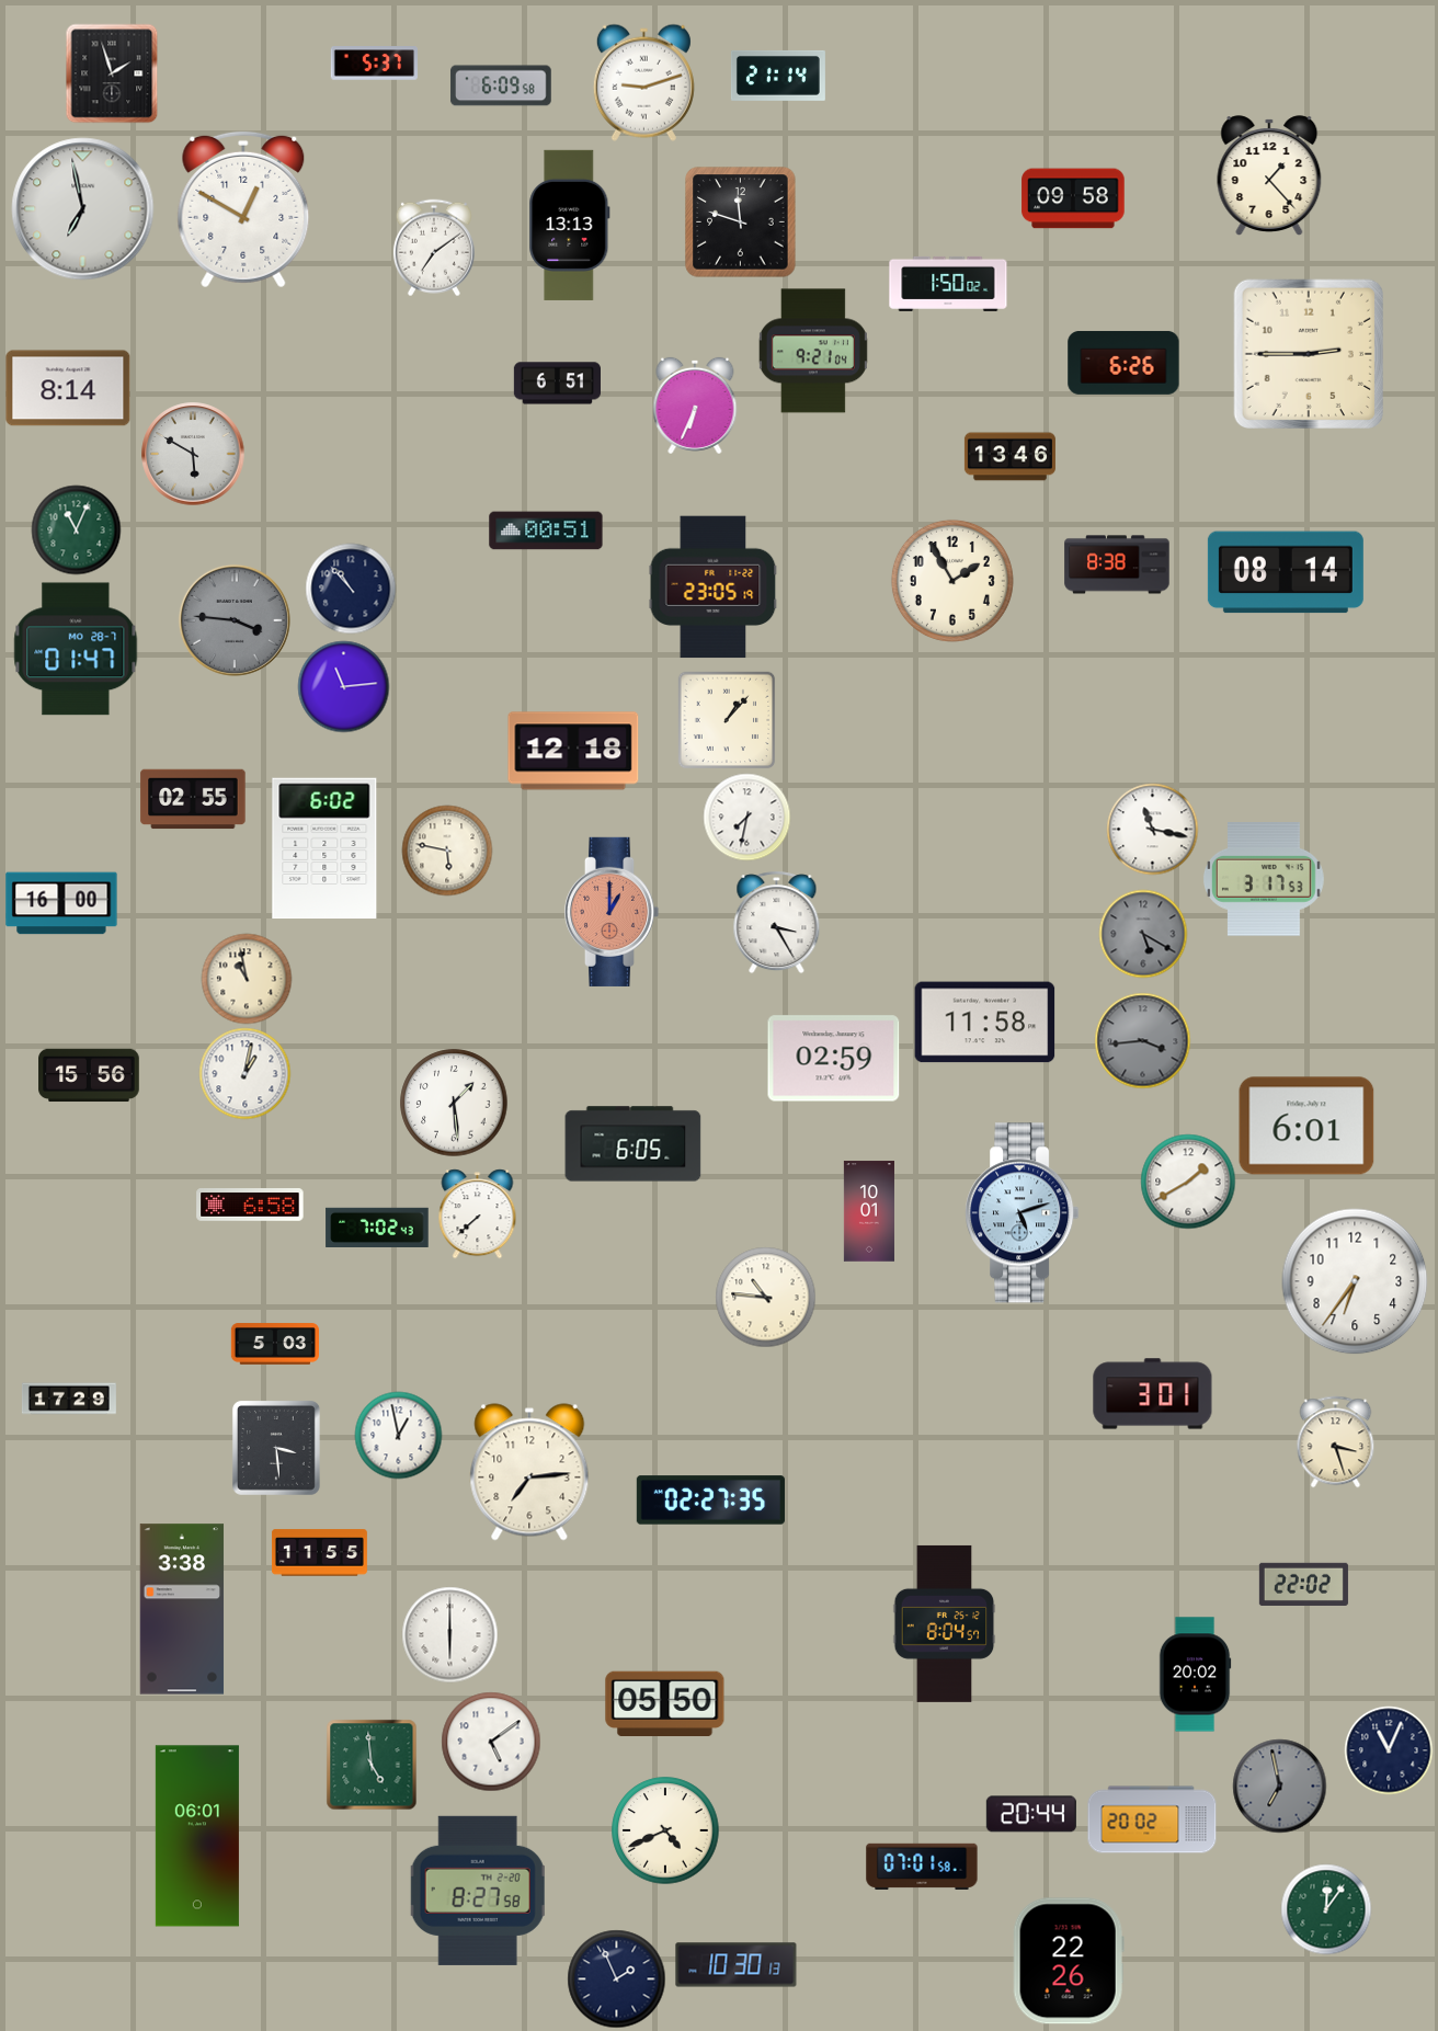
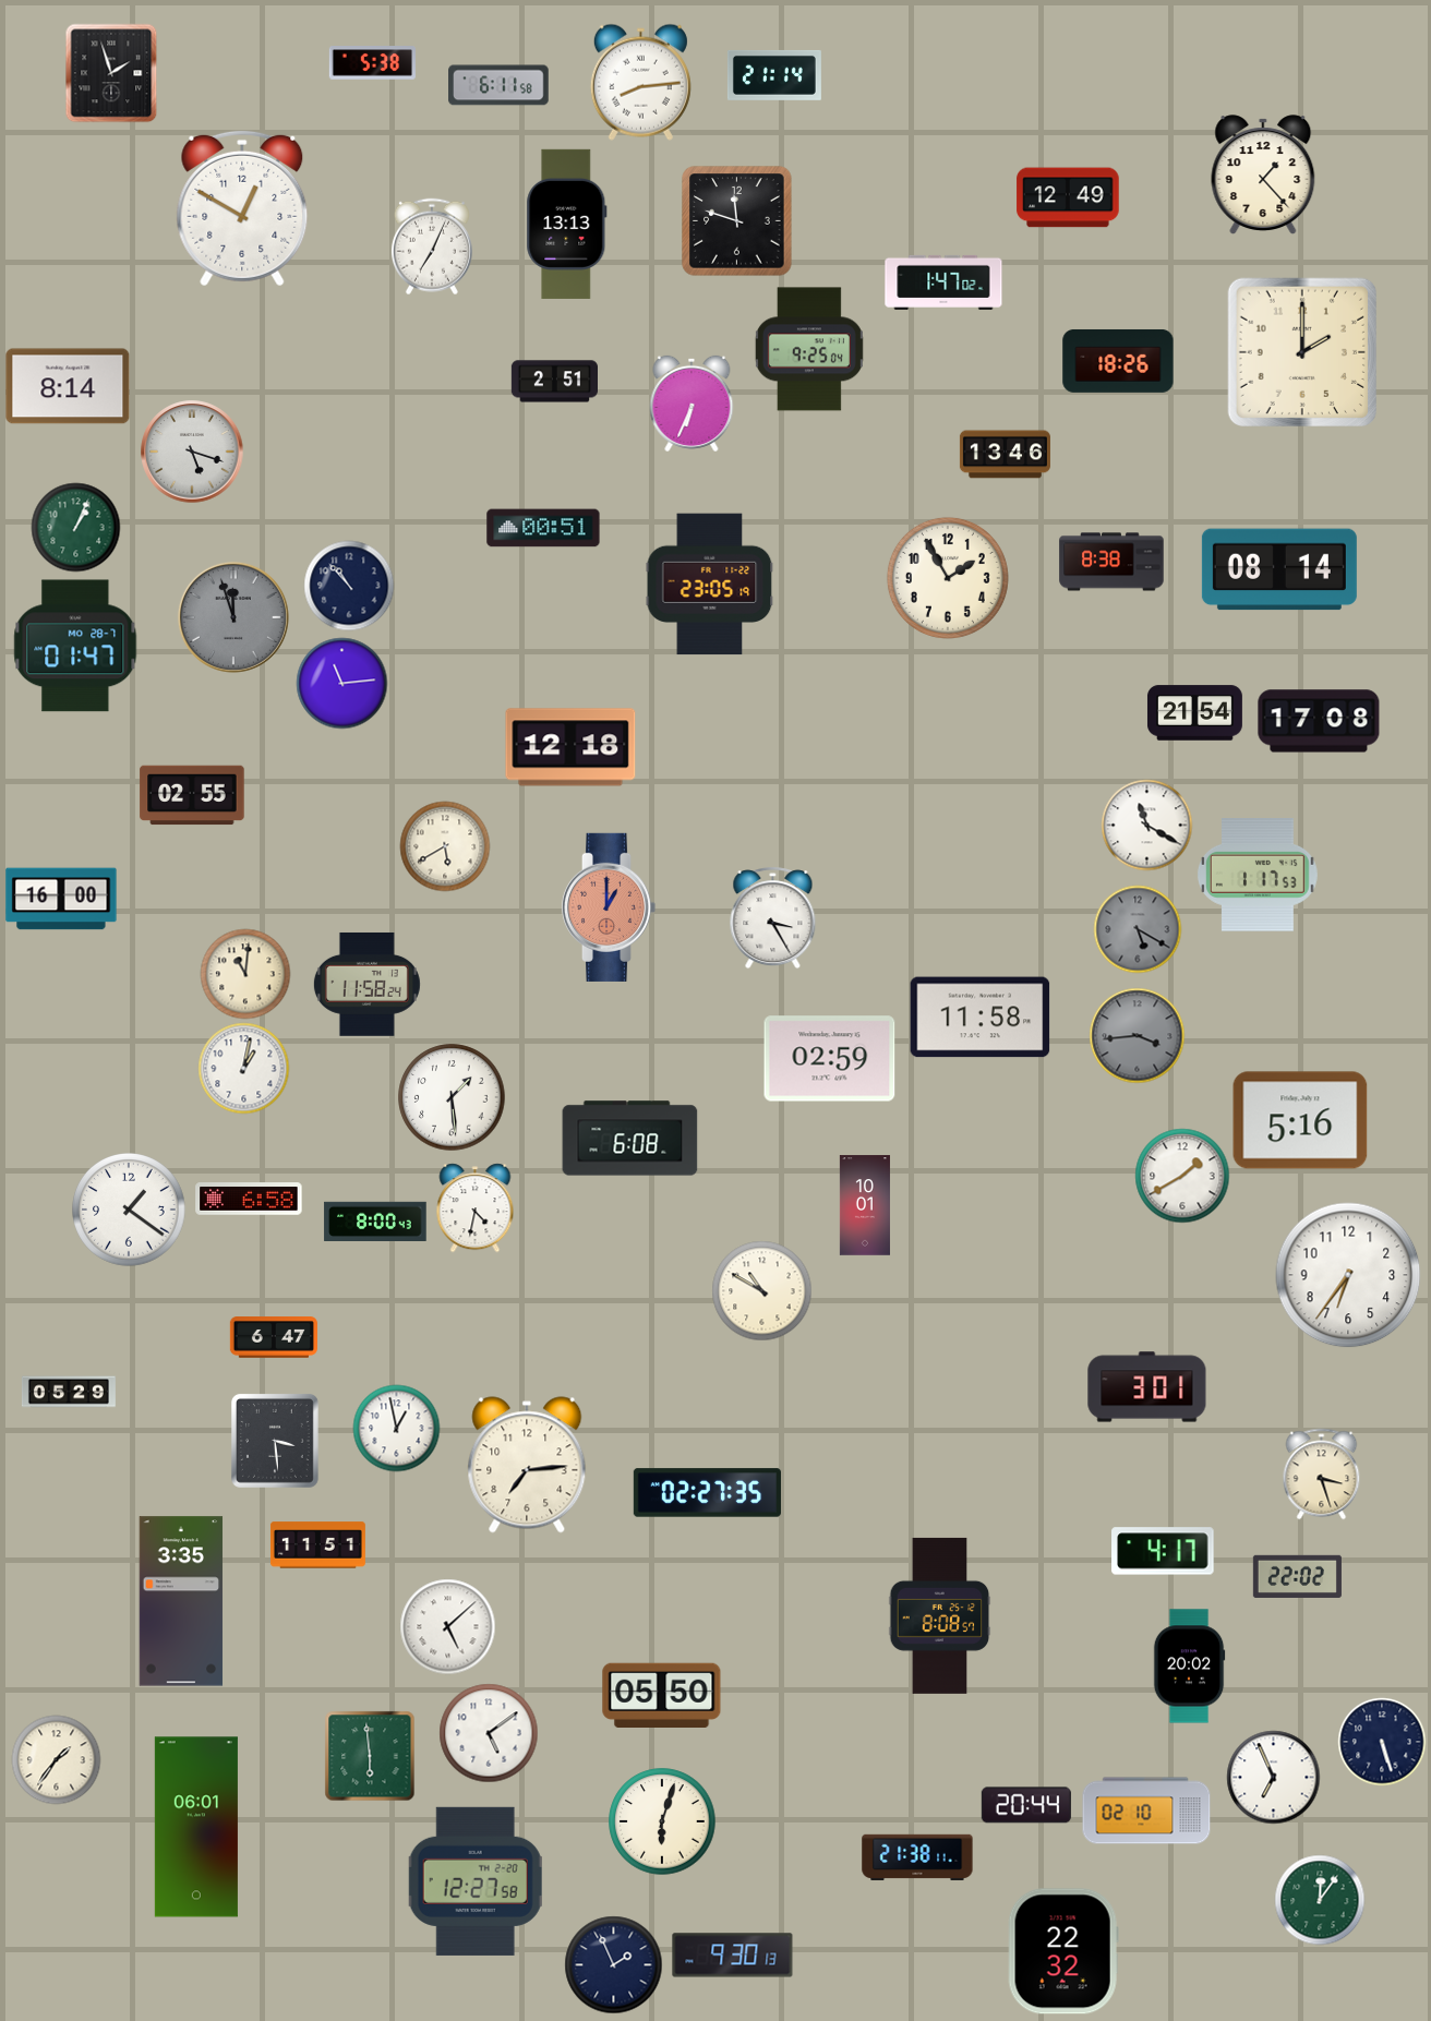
clock at (374, 64): 5:37 -> 5:38
clock at (643, 82): 9:12 -> 8:14
clock at (501, 85): 6:09 -> 6:11
clock at (1073, 198): 09:58 -> 12:49
clock at (83, 209): 6:58 -> none
clock at (434, 248): 7:09 -> 7:04
clock at (948, 284): 1:50 -> 1:47
clock at (813, 351): 9:21 -> 9:25
clock at (1309, 354): 2:45 -> 2:00
clock at (1123, 363): 6:26 -> 18:26
clock at (557, 384): 6:51 -> 2:51
clock at (193, 454): 5:50 -> 5:18
clock at (76, 529): 11:04 -> 1:04
clock at (235, 620): 3:46 -> 11:57
clock at (1194, 713): none -> 21:54
clock at (727, 720): 1:07 -> none
clock at (1319, 721): none -> 17:08
clock at (746, 817): 7:32 -> none
clock at (1152, 829): 11:17 -> 11:20
clock at (324, 848): 6:02 -> none
clock at (447, 851): 5:47 -> 5:40
clock at (1264, 879): 3:17 -> 1:17
clock at (247, 979): 10:58 -> 11:01
clock at (366, 984): none -> 11:58
clock at (834, 1059) position: (834, 1059) -> (830, 1059)
clock at (89, 1075): 15:56 -> none
clock at (1306, 1126): 6:01 -> 5:16
clock at (634, 1144): 6:05 -> 6:08
clock at (478, 1213): 7:38 -> 4:32
clock at (1023, 1213): 5:12 -> none
clock at (129, 1211): none -> 1:21
clock at (377, 1226): 7:02 -> 8:00
clock at (765, 1297): 10:46 -> 10:50
clock at (275, 1344): 5:03 -> 6:47
clock at (69, 1399): 17:29 -> 05:29
clock at (1336, 1441) position: (1336, 1441) -> (1322, 1473)
clock at (319, 1553): 11:55 -> 11:51
clock at (1163, 1551): none -> 4:17
clock at (182, 1609): 3:38 -> 3:35
clock at (945, 1623): 8:04 -> 8:08
clock at (449, 1634): 6:00 -> 5:08
clock at (1389, 1750): 11:04 -> 5:27
clock at (372, 1765): 4:59 -> 5:59
clock at (56, 1759): none -> 1:36
clock at (1279, 1785): 6:58 -> 6:56
clock at (1279, 1785) dial: grey -> white
clock at (1152, 1819): 20:02 -> 02:10
clock at (665, 1830): 4:41 -> 6:03
clock at (922, 1867): 07:01 -> 21:38
clock at (478, 1891): 8:27 -> 12:27
clock at (1069, 1961): 22:26 -> 22:32
clock at (737, 1965): 10:30 -> 9:30
clock at (616, 1978) position: (616, 1978) -> (613, 1964)
